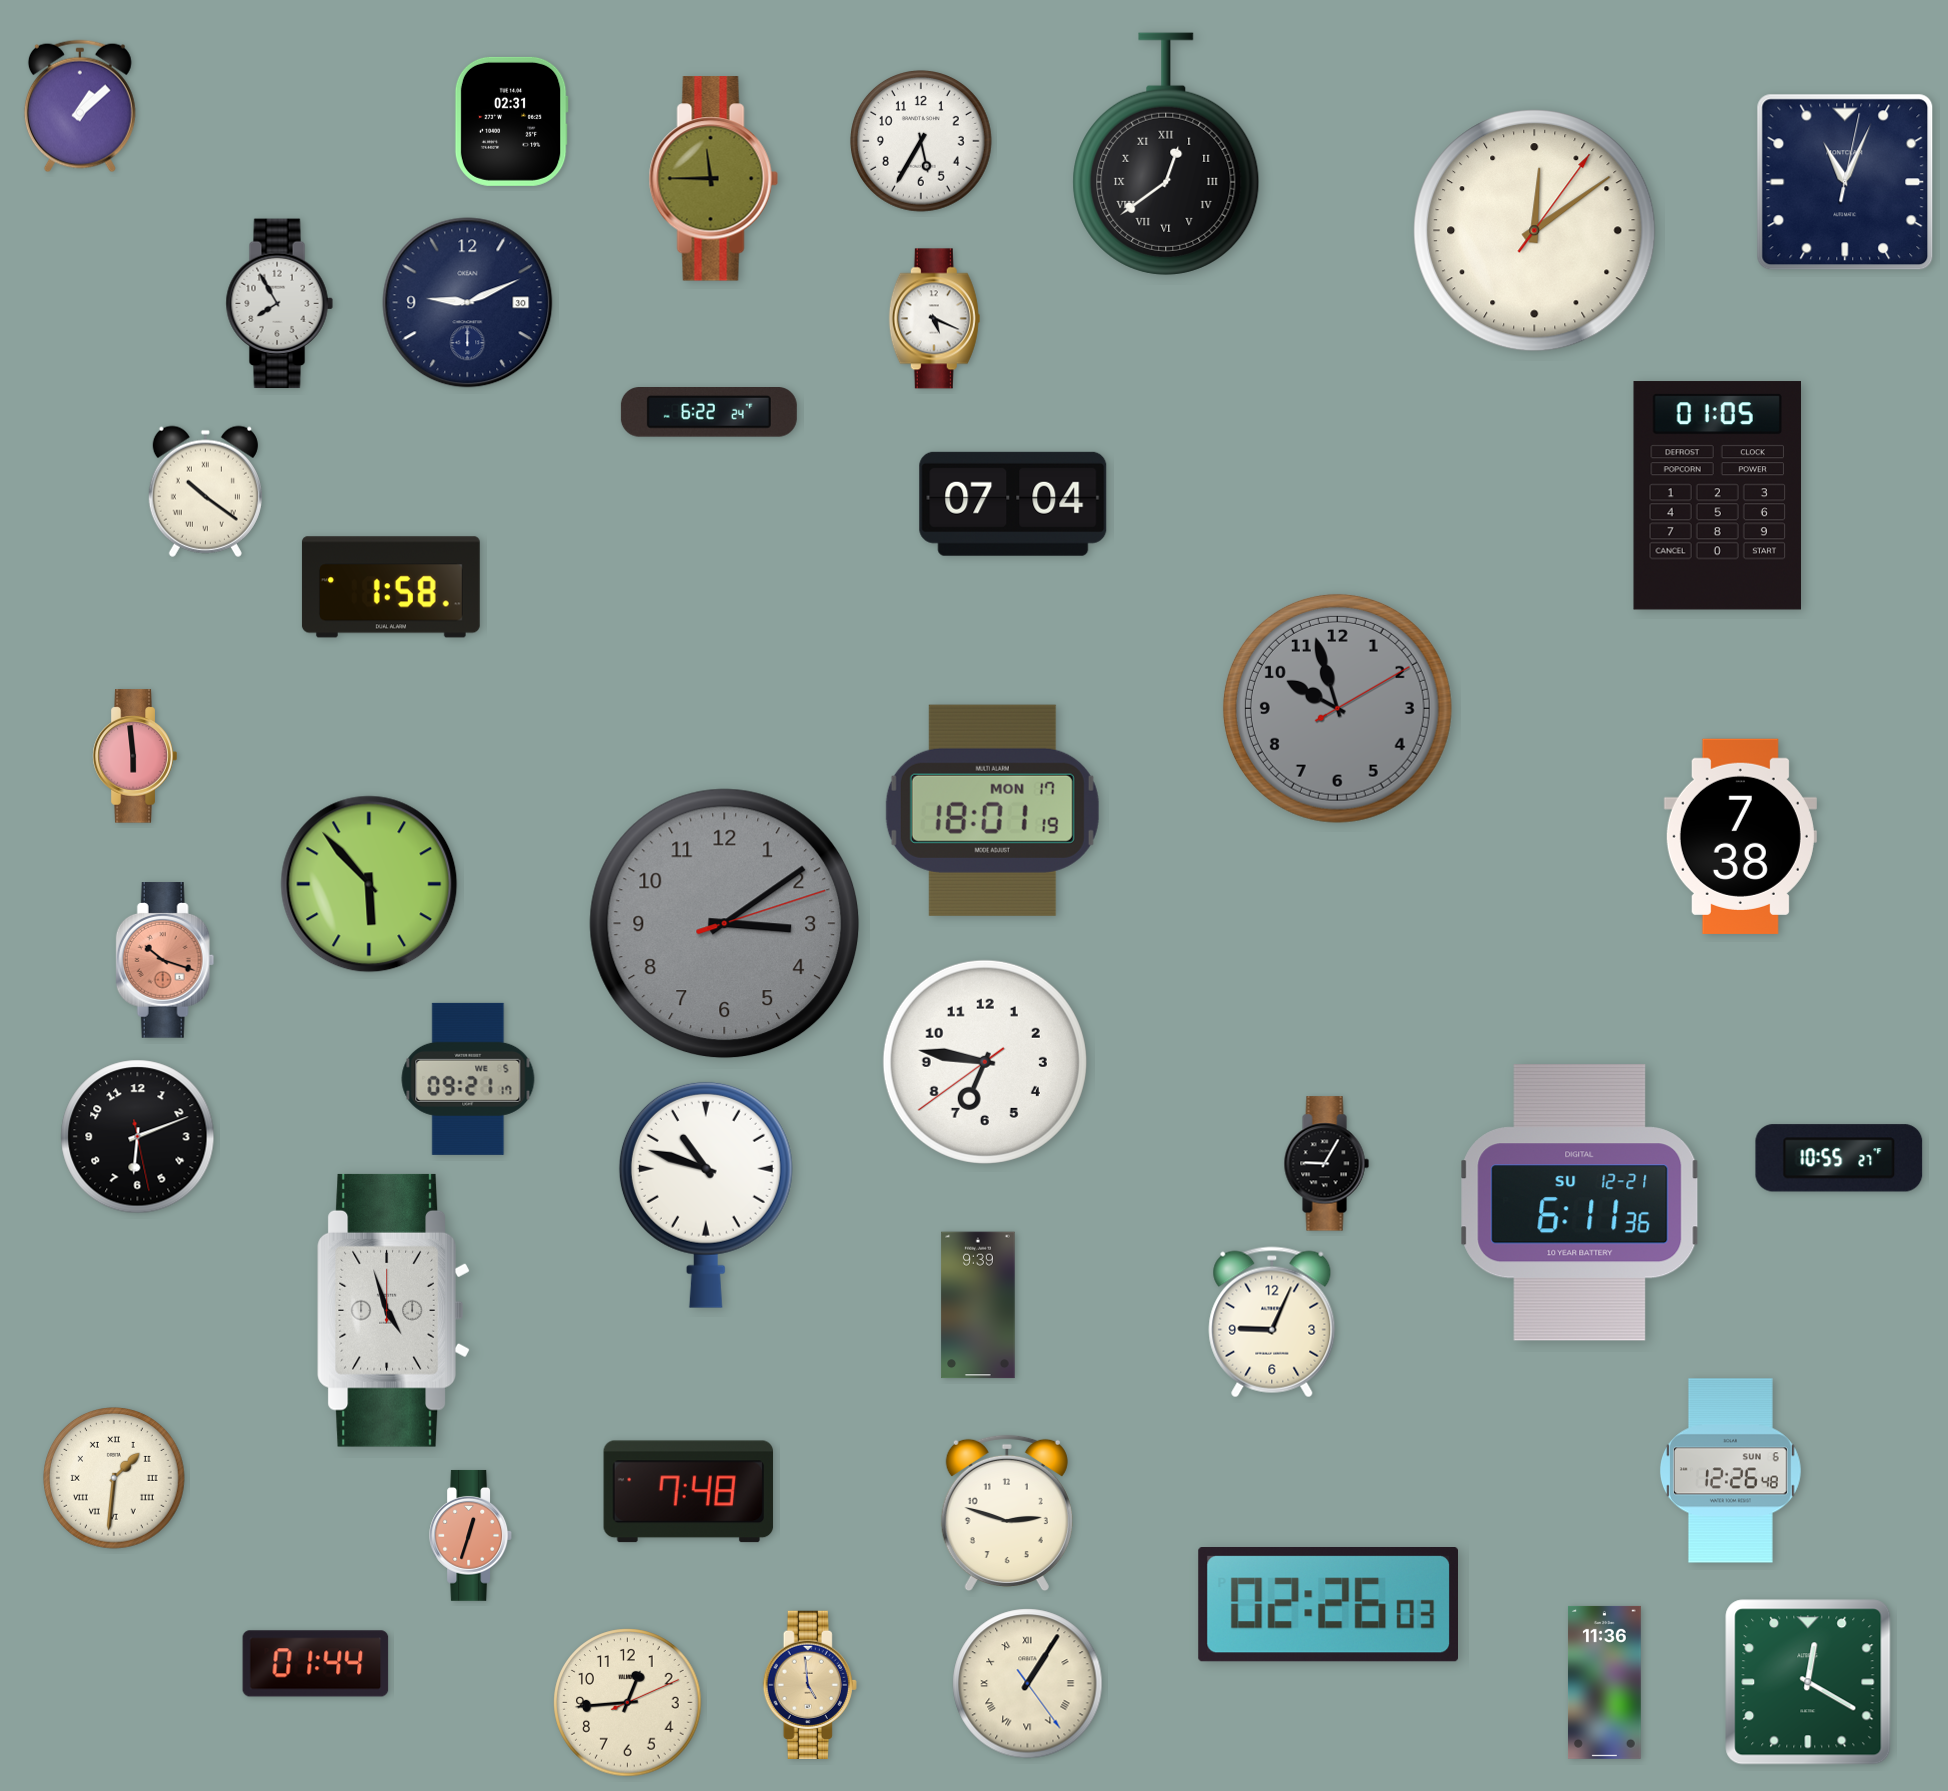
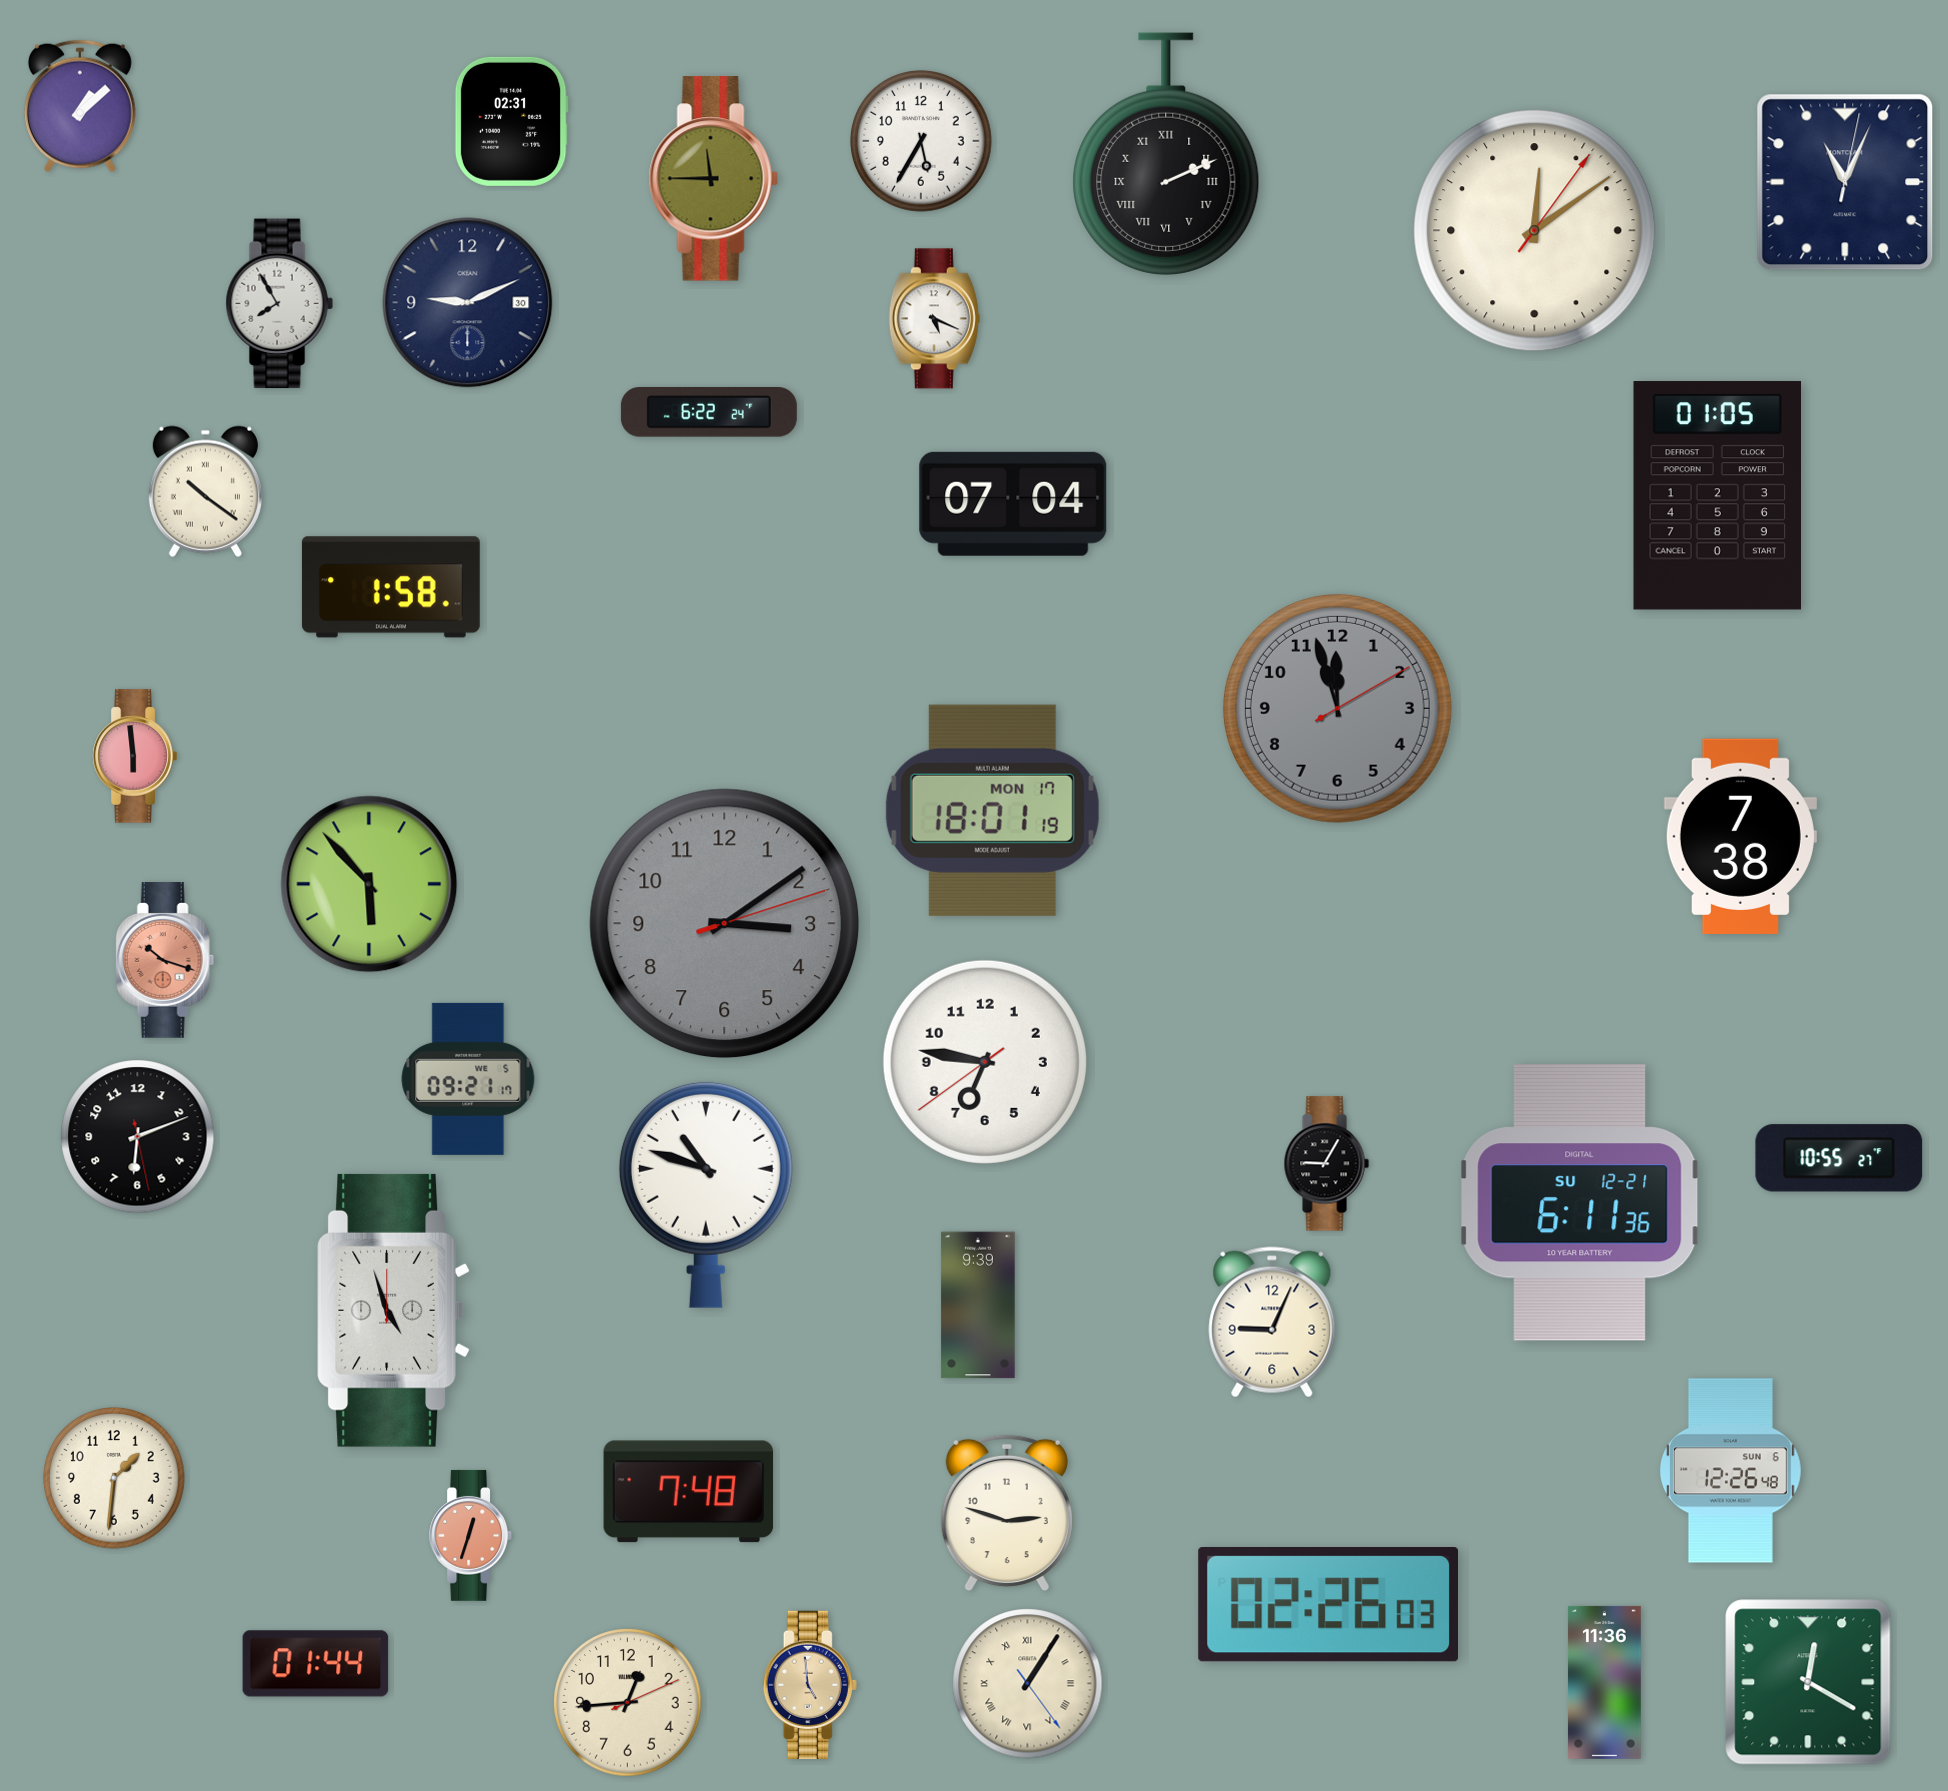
clock at (1166, 154): 12:39 -> 2:11
clock at (1337, 708): 9:57 -> 11:57
clock at (115, 1479) numerals: Roman -> Arabic
